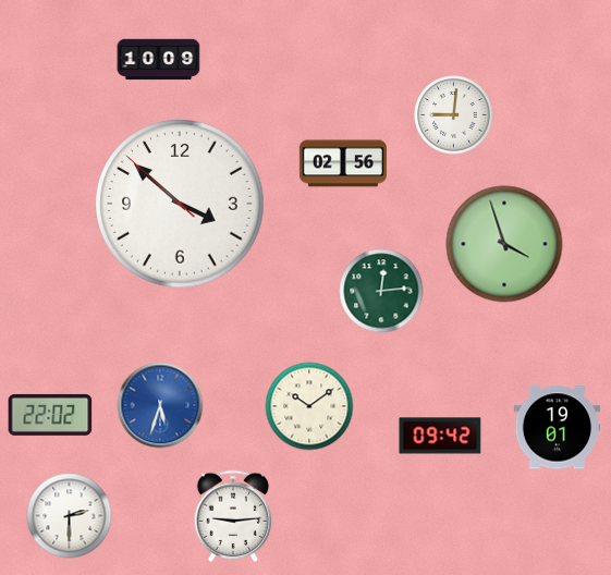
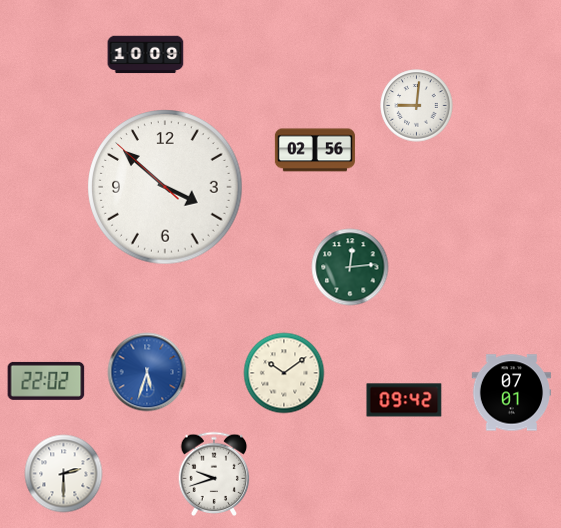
clock at (504, 244): 3:57 -> none
clock at (557, 428): 19:01 -> 07:01
clock at (233, 515): 9:14 -> 9:42
